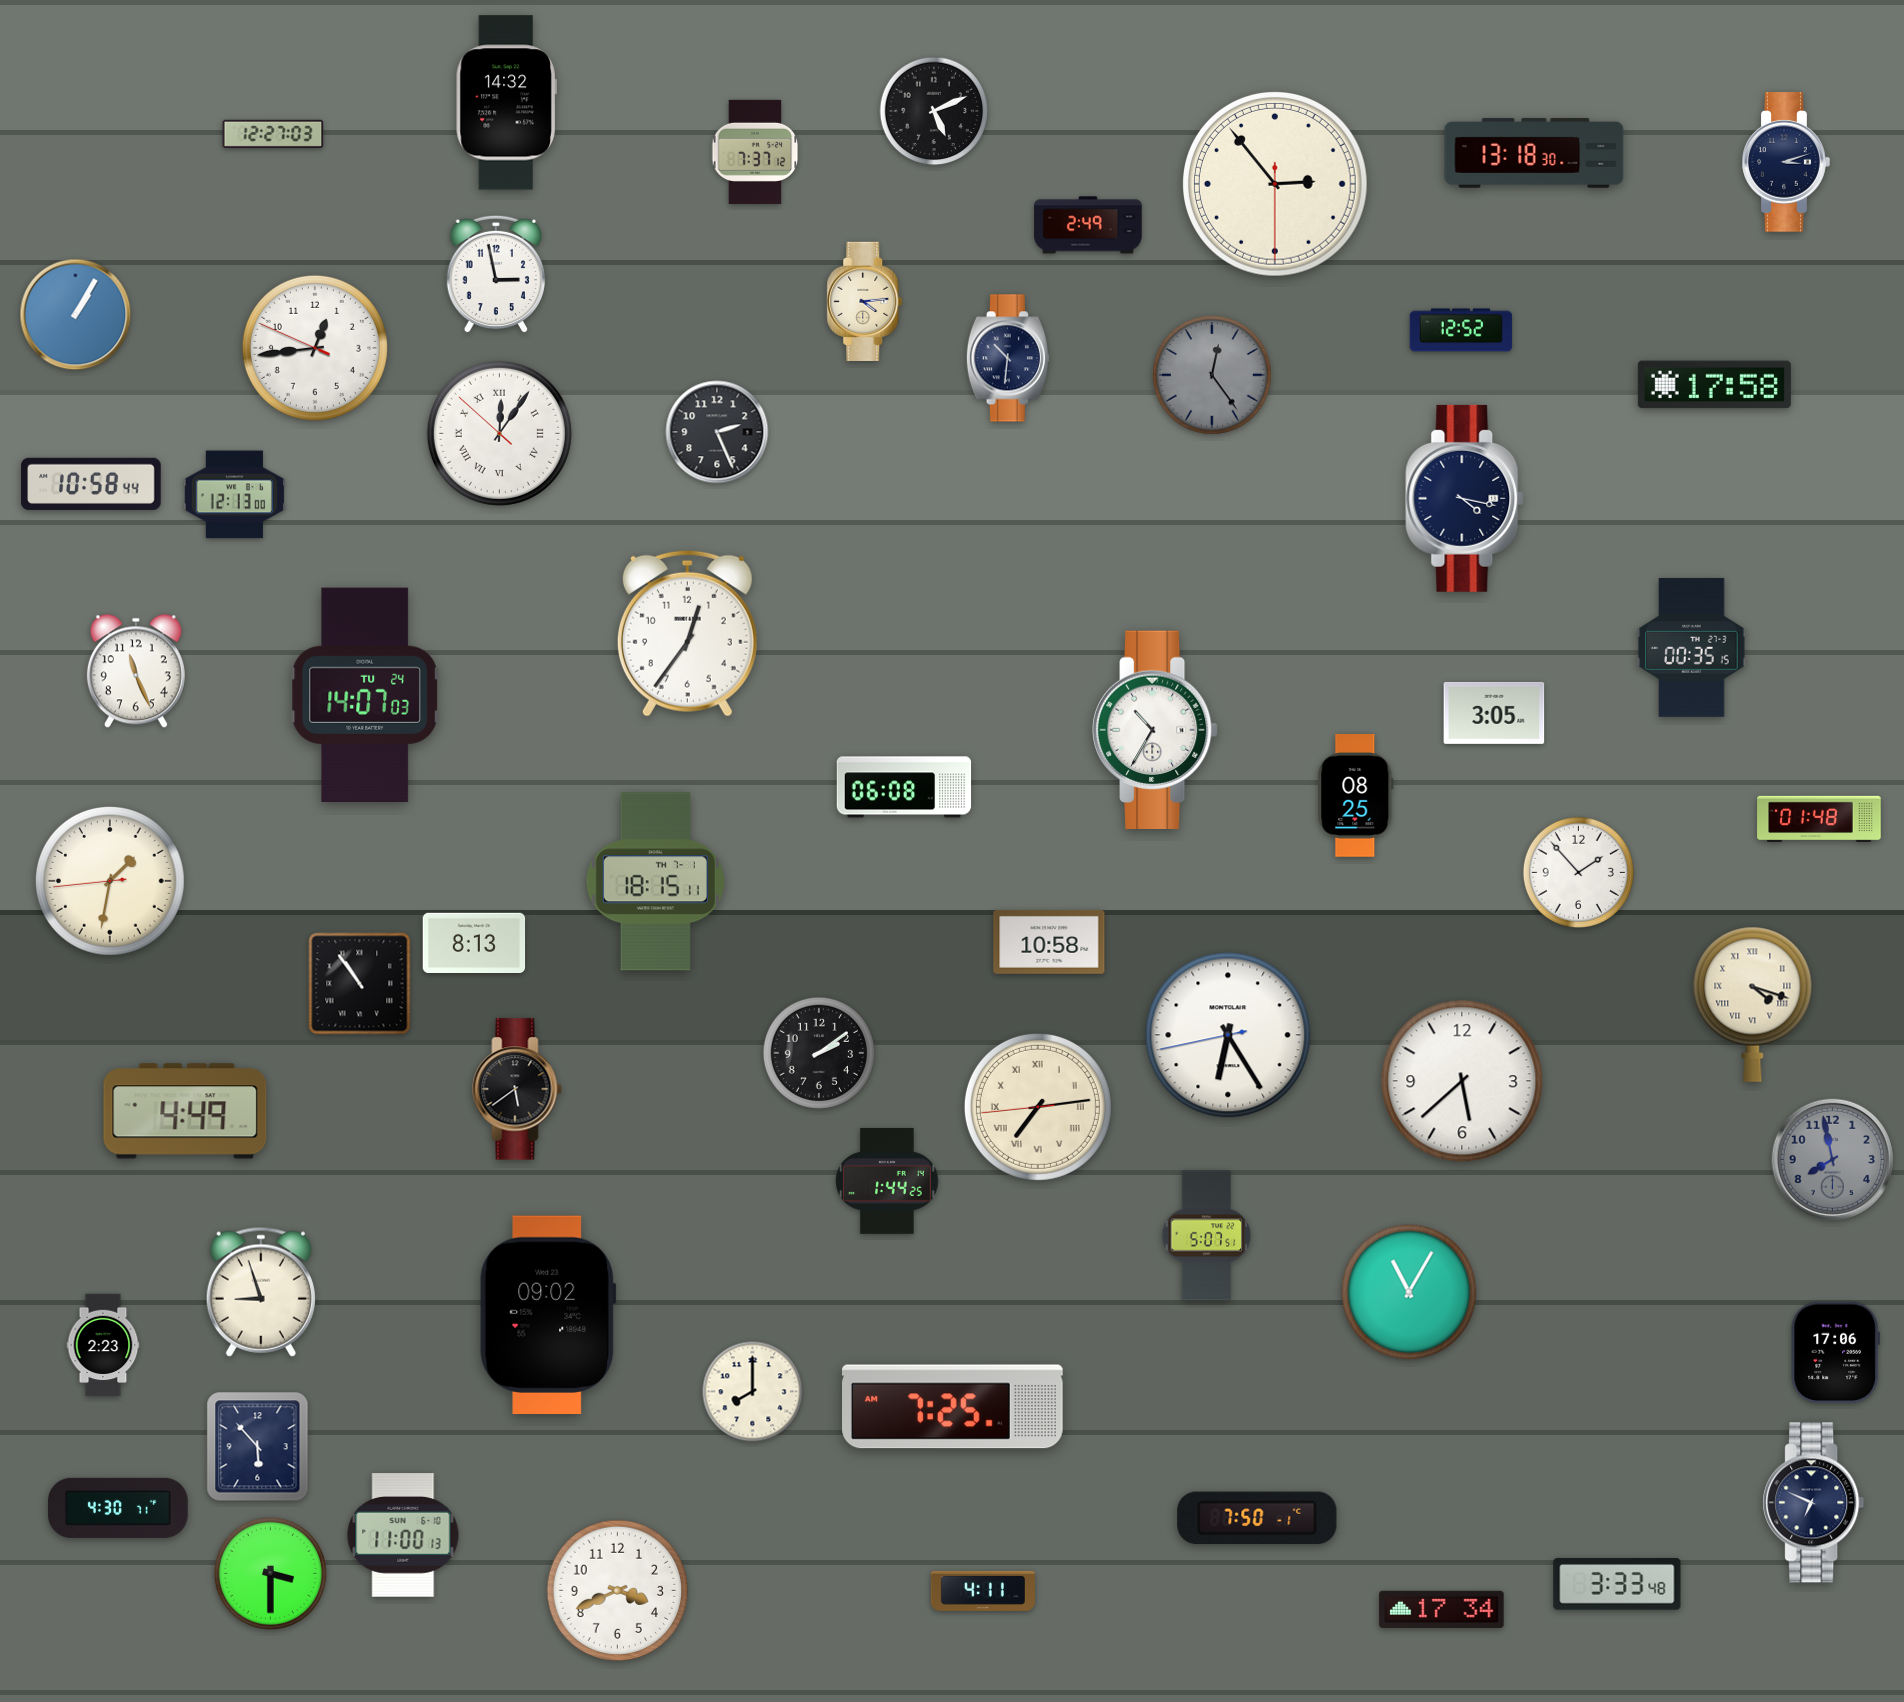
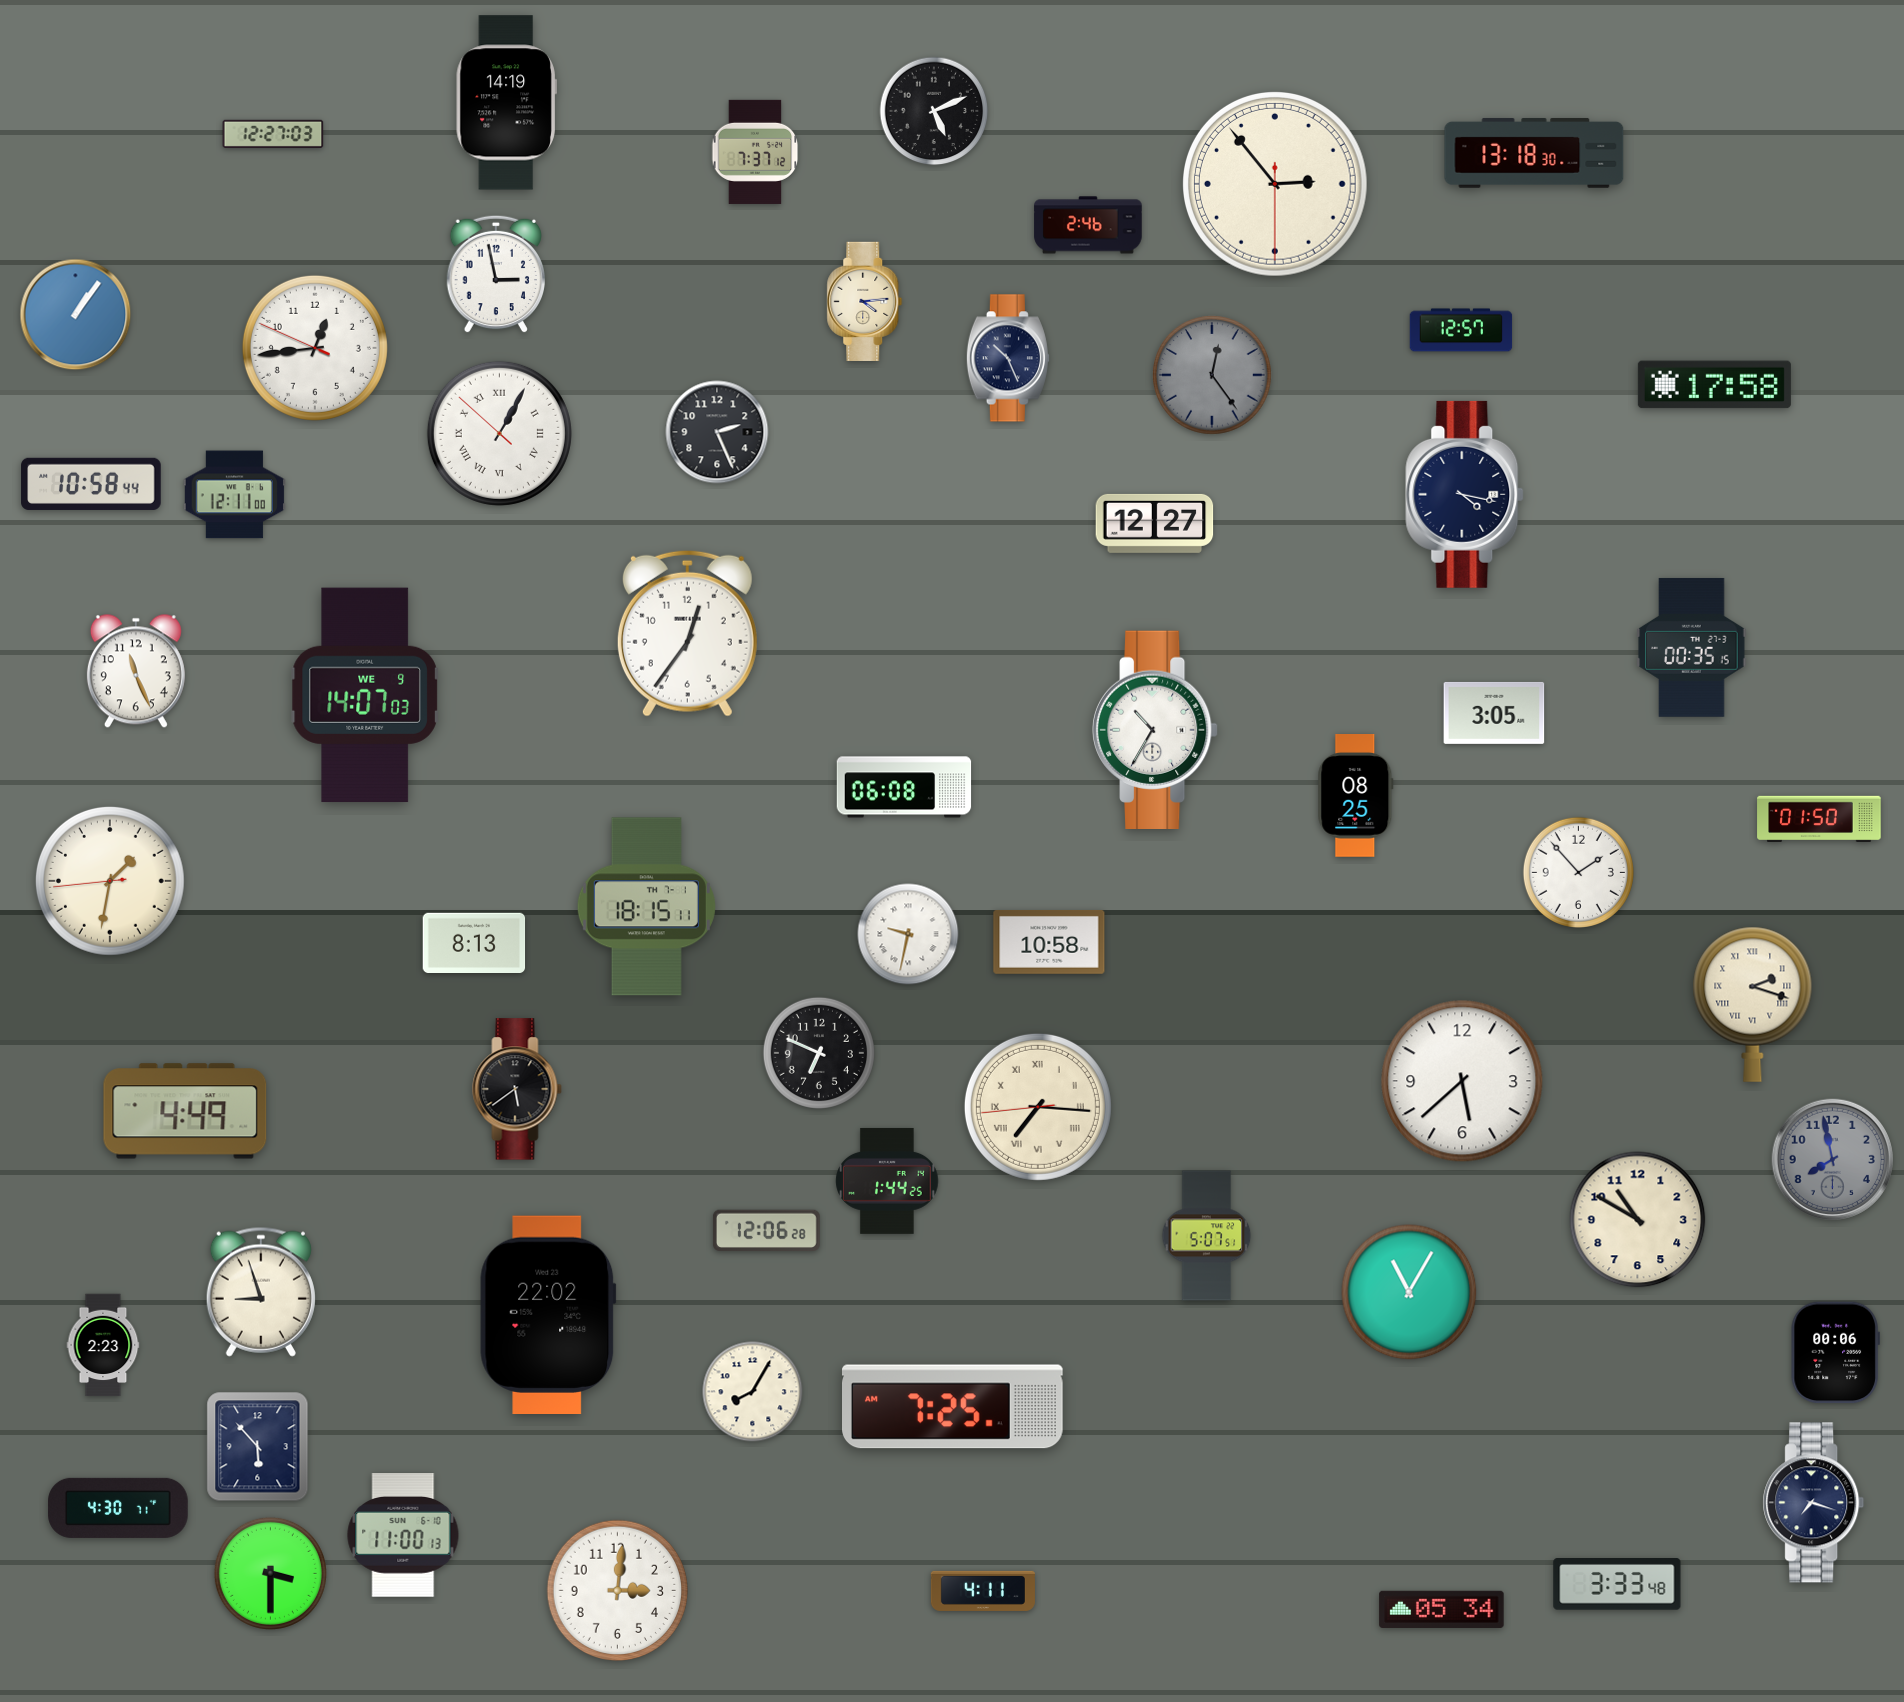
clock at (506, 103): 14:32 -> 14:19
clock at (1786, 162): 3:12 -> none
clock at (1088, 225): 2:49 -> 2:46
clock at (76, 315): 1:05 -> 1:06
clock at (1461, 330): 12:52 -> 12:57
clock at (1008, 358): 10:31 -> 10:26
clock at (499, 433): 12:05 -> 1:04
clock at (234, 495): 12:13 -> 12:11
clock at (1465, 498) position: (1465, 498) -> (1465, 494)
clock at (1155, 523): none -> 12:27
clock at (365, 695) date: TU 24 -> WE 9
clock at (1819, 818): 01:48 -> 01:50
clock at (655, 882) position: (655, 882) -> (646, 907)
clock at (908, 934): none -> 9:32
clock at (360, 984): 10:54 -> none
clock at (1753, 1004): 4:18 -> 2:18
clock at (1228, 1035): 6:24 -> none
clock at (819, 1053): 2:09 -> 6:49
clock at (1038, 1107): 7:13 -> 7:15
clock at (1638, 1220): none -> 10:50
clock at (766, 1230): none -> 12:06
clock at (548, 1314): 09:02 -> 22:02
clock at (1835, 1353): 17:06 -> 00:06
clock at (753, 1392): 8:00 -> 8:05
clock at (1814, 1503): 6:49 -> 7:18
clock at (1257, 1517): 7:50 -> none
clock at (617, 1590): 3:41 -> 3:01
clock at (1442, 1609): 17:34 -> 05:34
